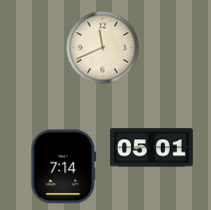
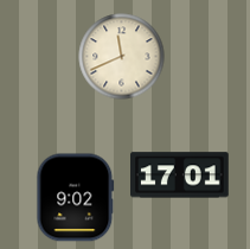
clock at (152, 148): 05:01 -> 17:01
clock at (64, 167): 7:14 -> 9:02
